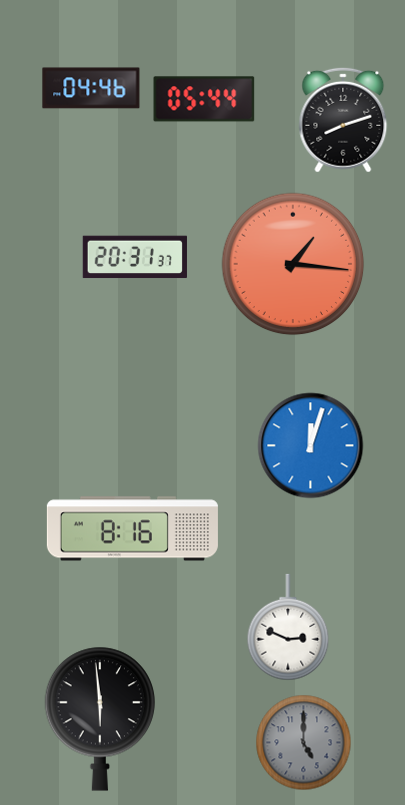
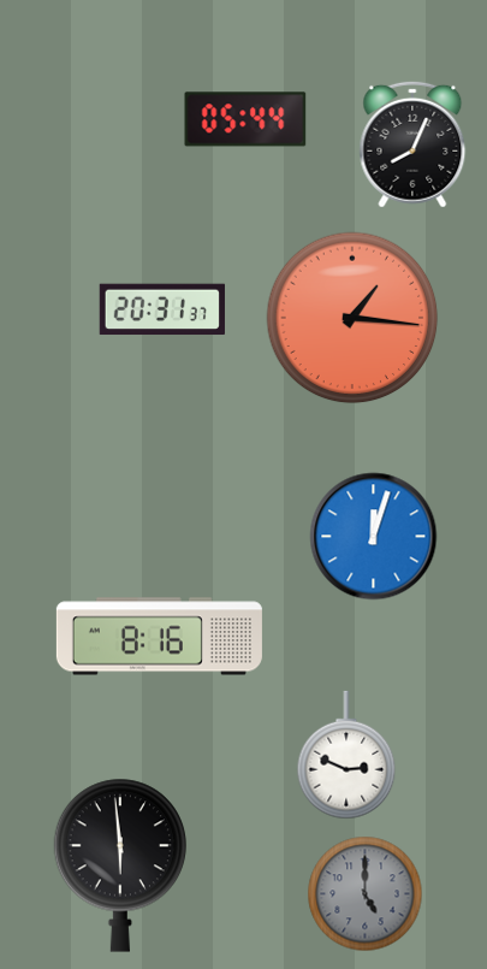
clock at (91, 88): 04:46 -> none
clock at (343, 120): 8:12 -> 8:04
